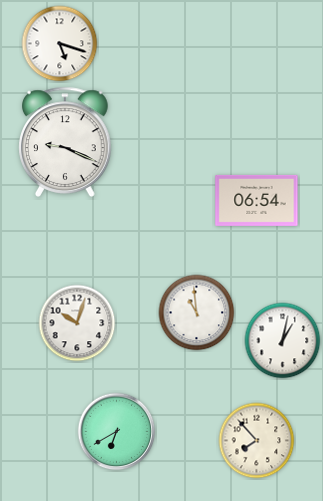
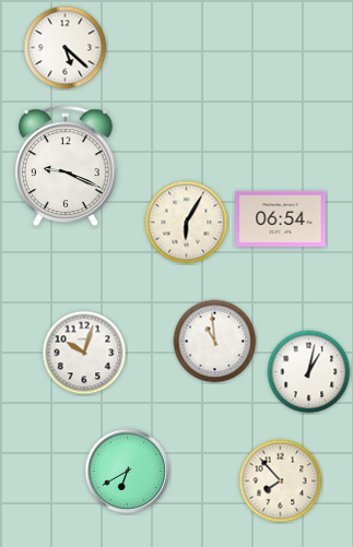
clock at (60, 44): 5:18 -> 5:22
clock at (66, 142) position: (66, 142) -> (67, 166)
clock at (187, 223): none -> 6:05
